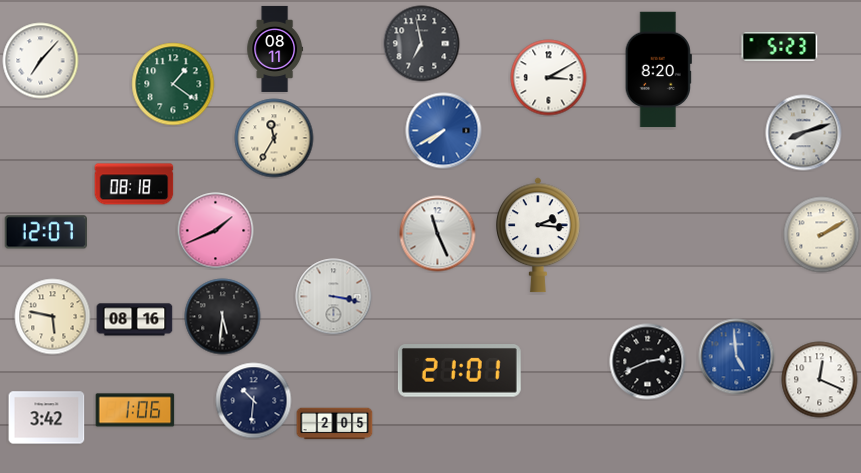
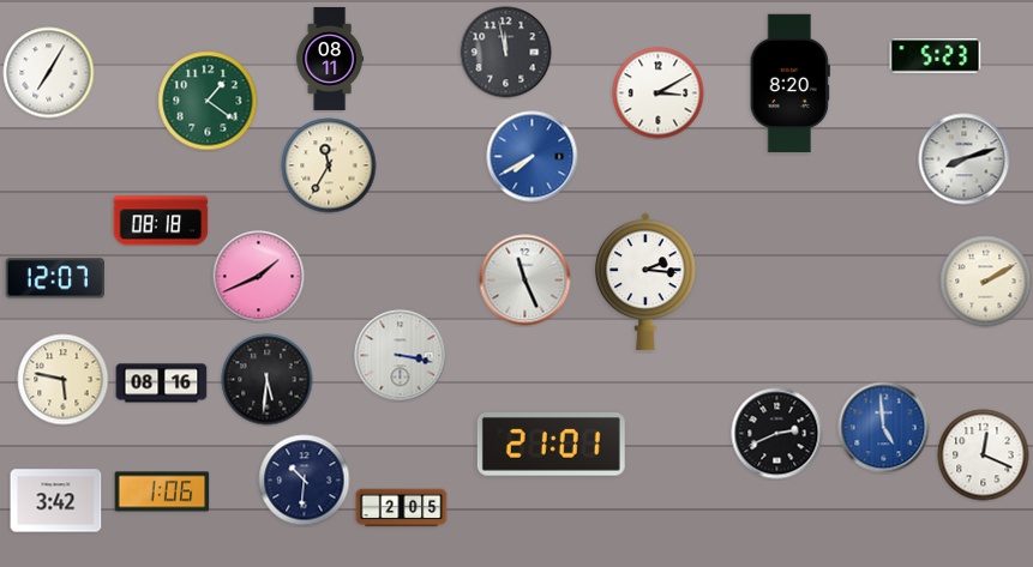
clock at (422, 44): 6:58 -> 11:58
clock at (41, 61): 7:07 -> 7:05
